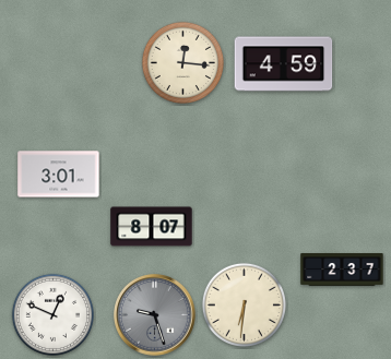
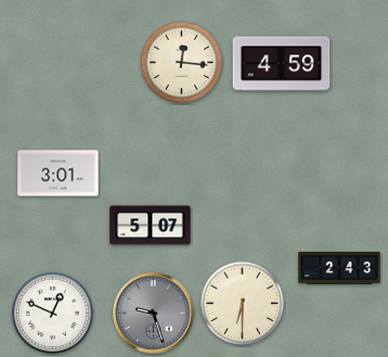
clock at (152, 227): 8:07 -> 5:07
clock at (342, 271): 2:37 -> 2:43
clock at (244, 304): 6:31 -> 6:30
